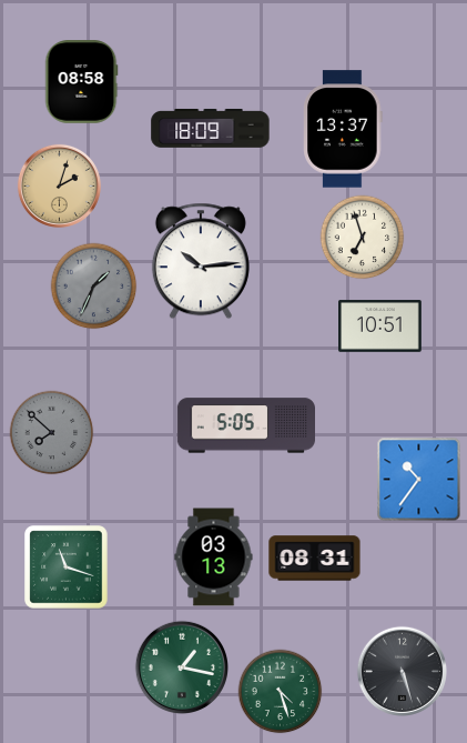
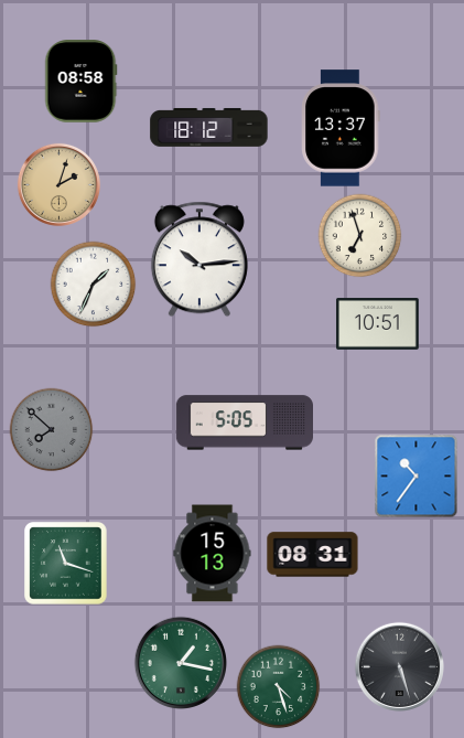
clock at (211, 129): 18:09 -> 18:12
clock at (94, 287) dial: grey -> white
clock at (214, 558): 03:13 -> 15:13
